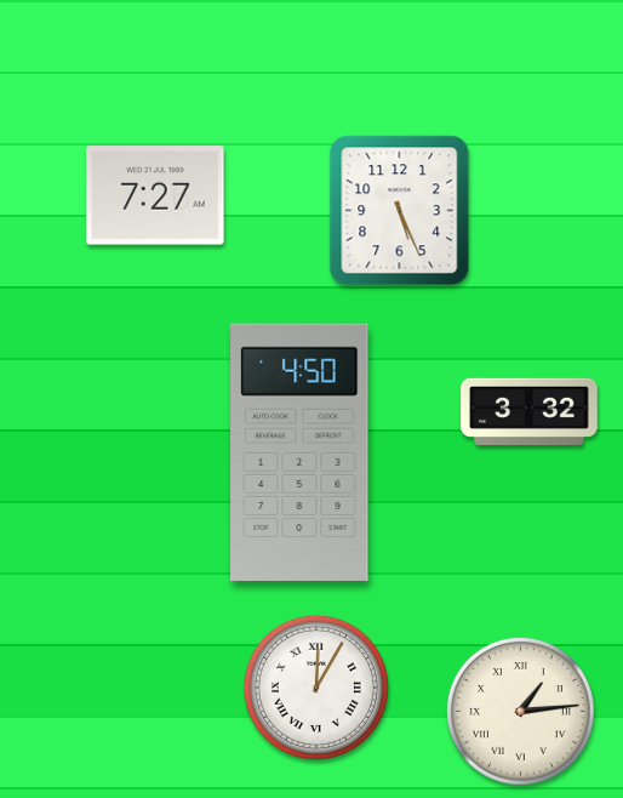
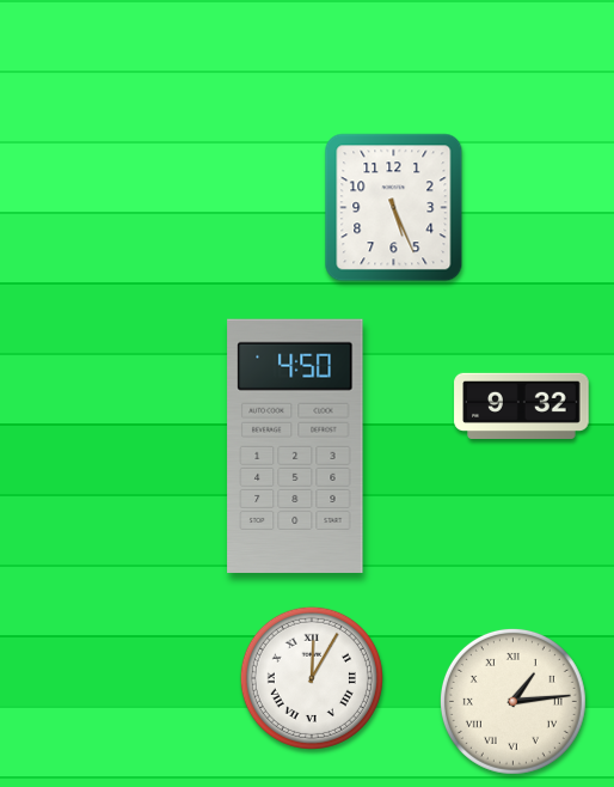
clock at (155, 195): 7:27 -> none
clock at (530, 411): 3:32 -> 9:32
